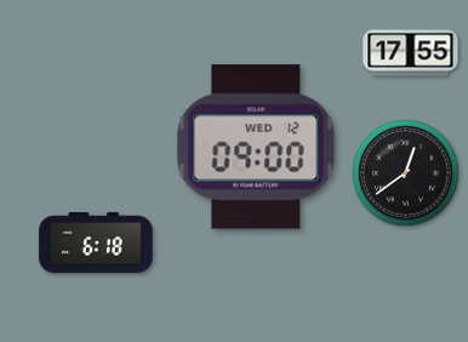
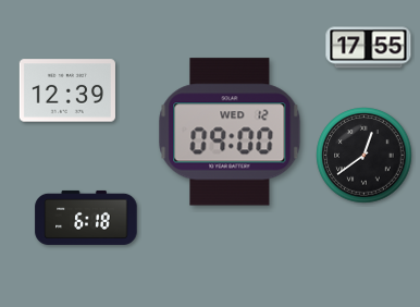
clock at (67, 90): none -> 12:39
